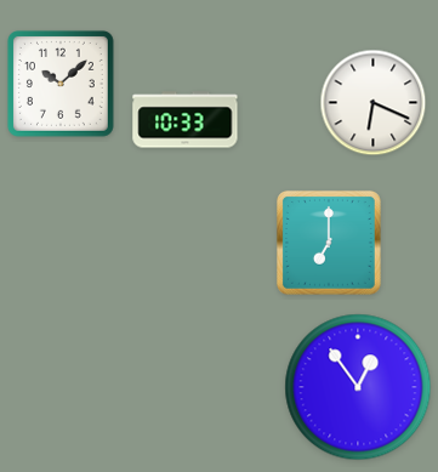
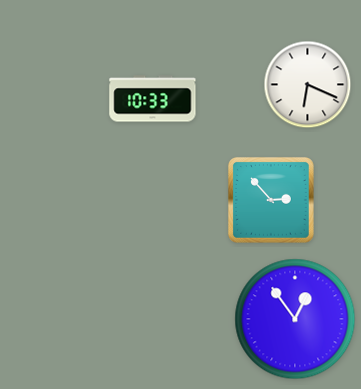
clock at (61, 84): 10:08 -> none
clock at (329, 243): 7:00 -> 2:53
